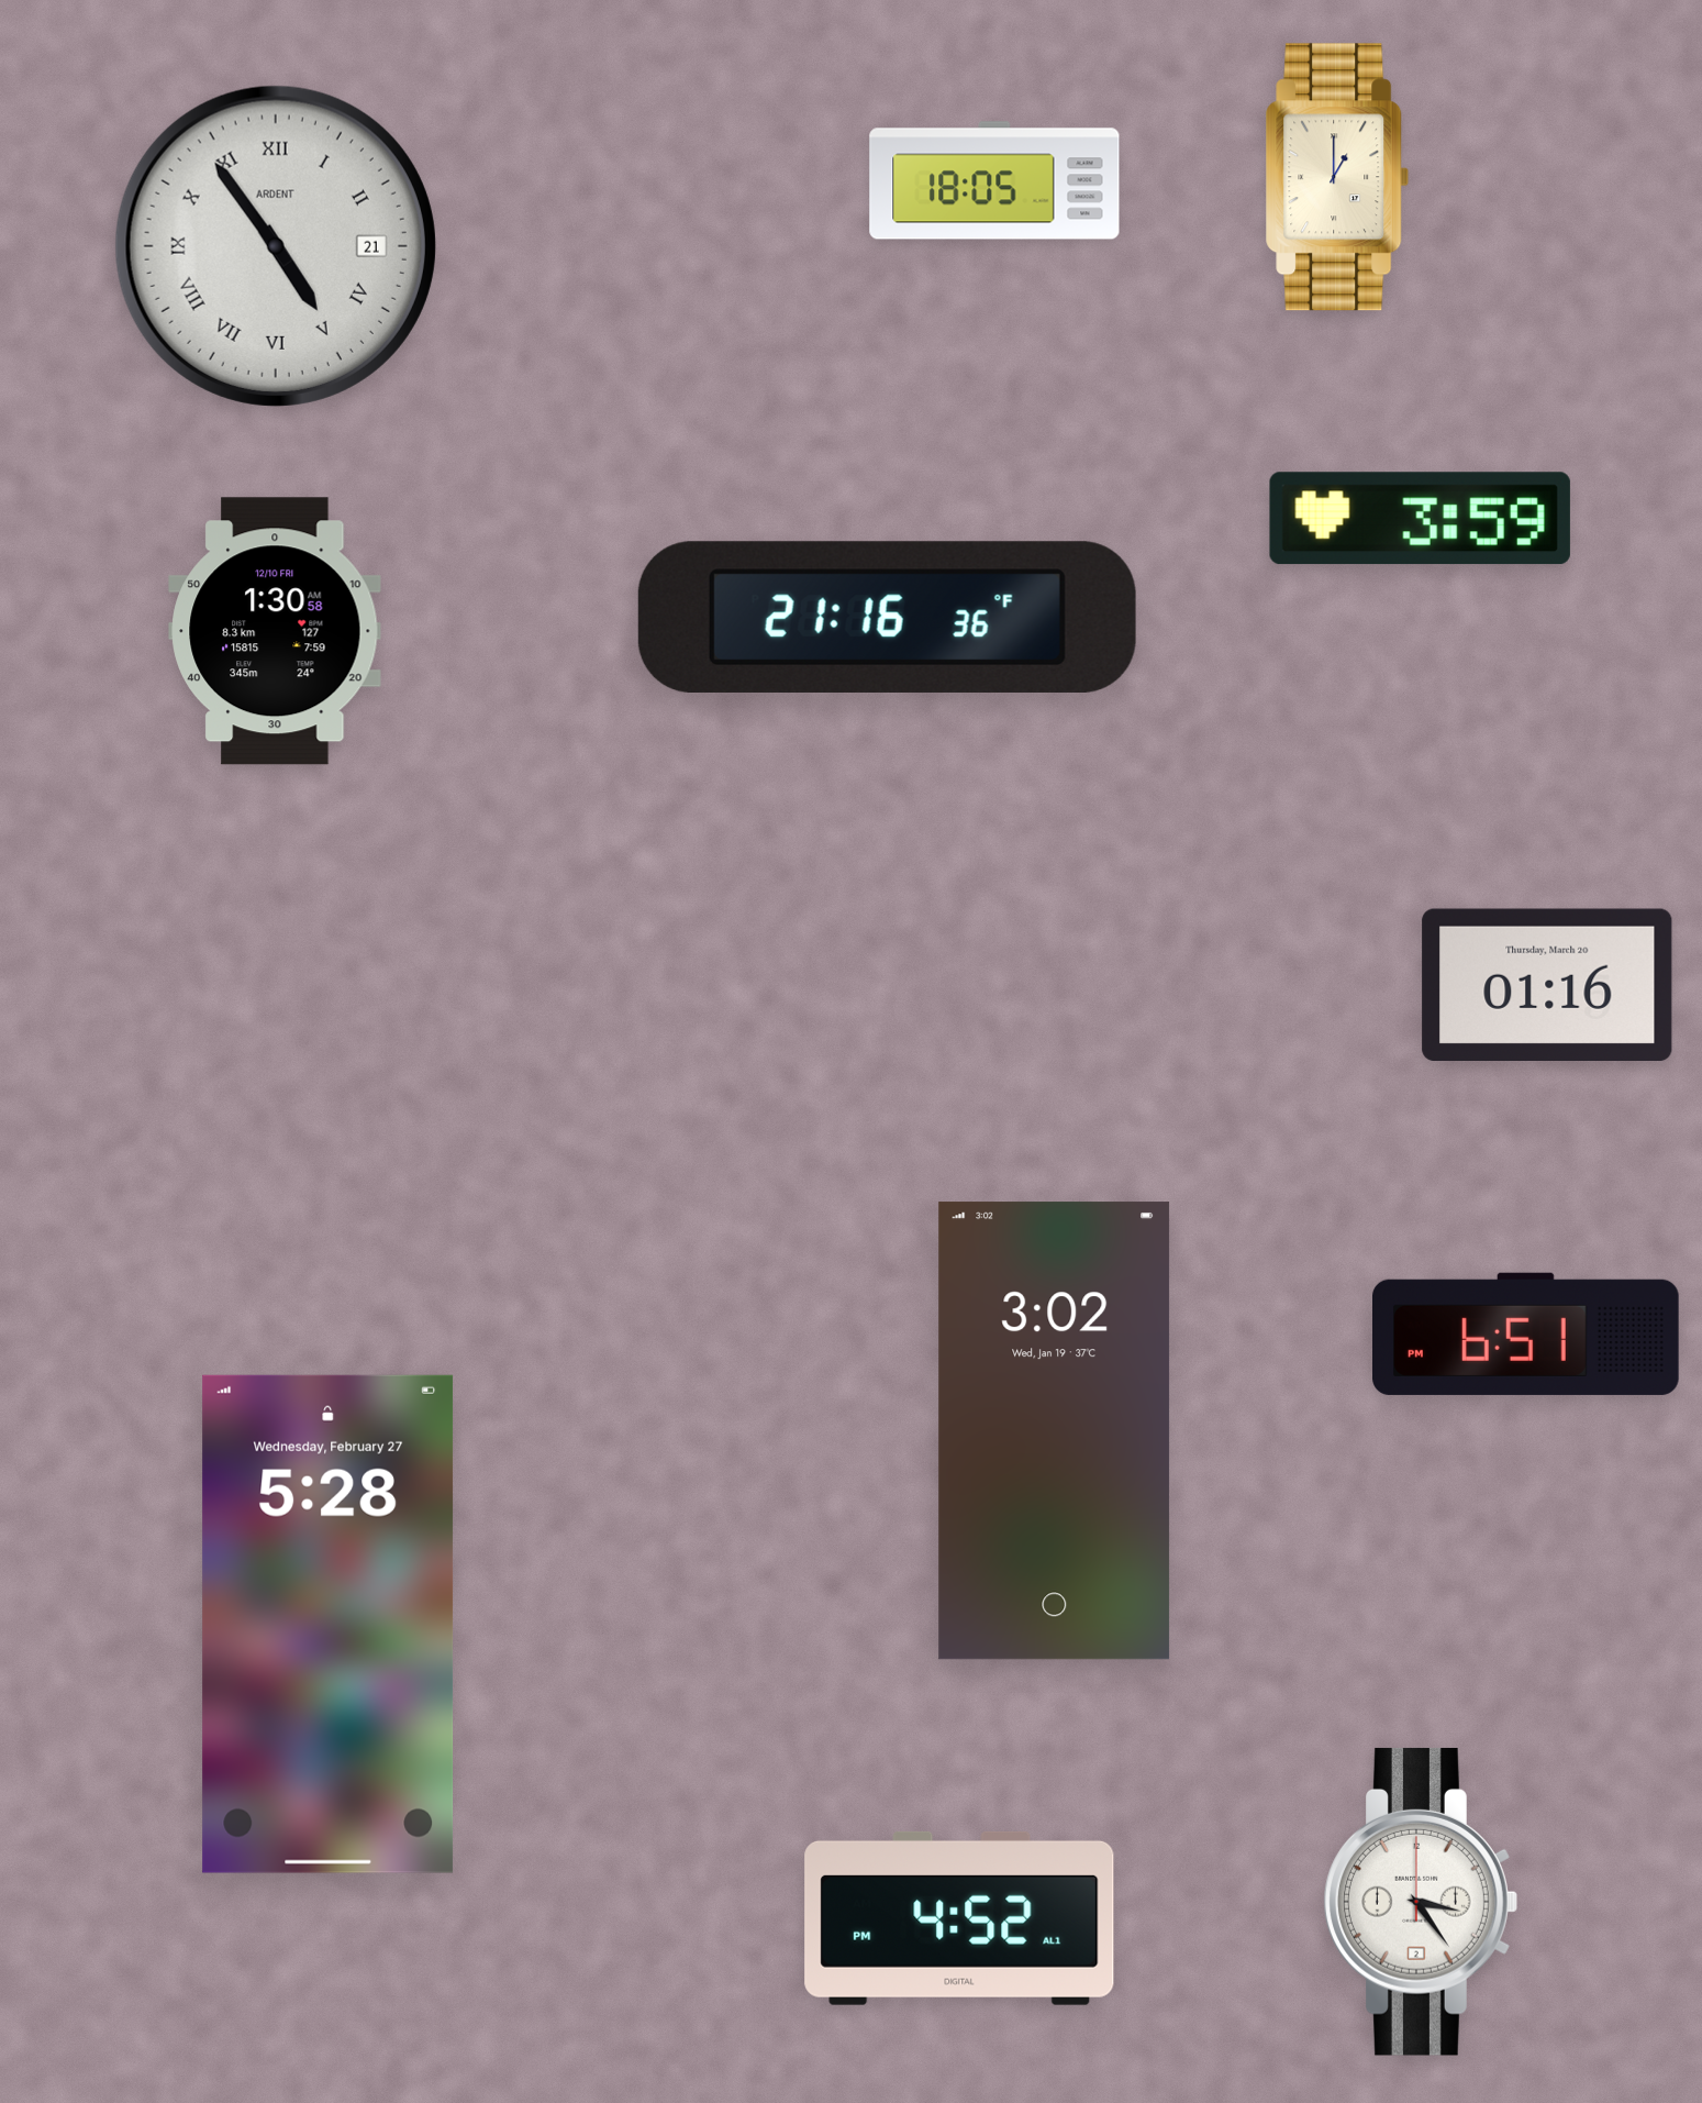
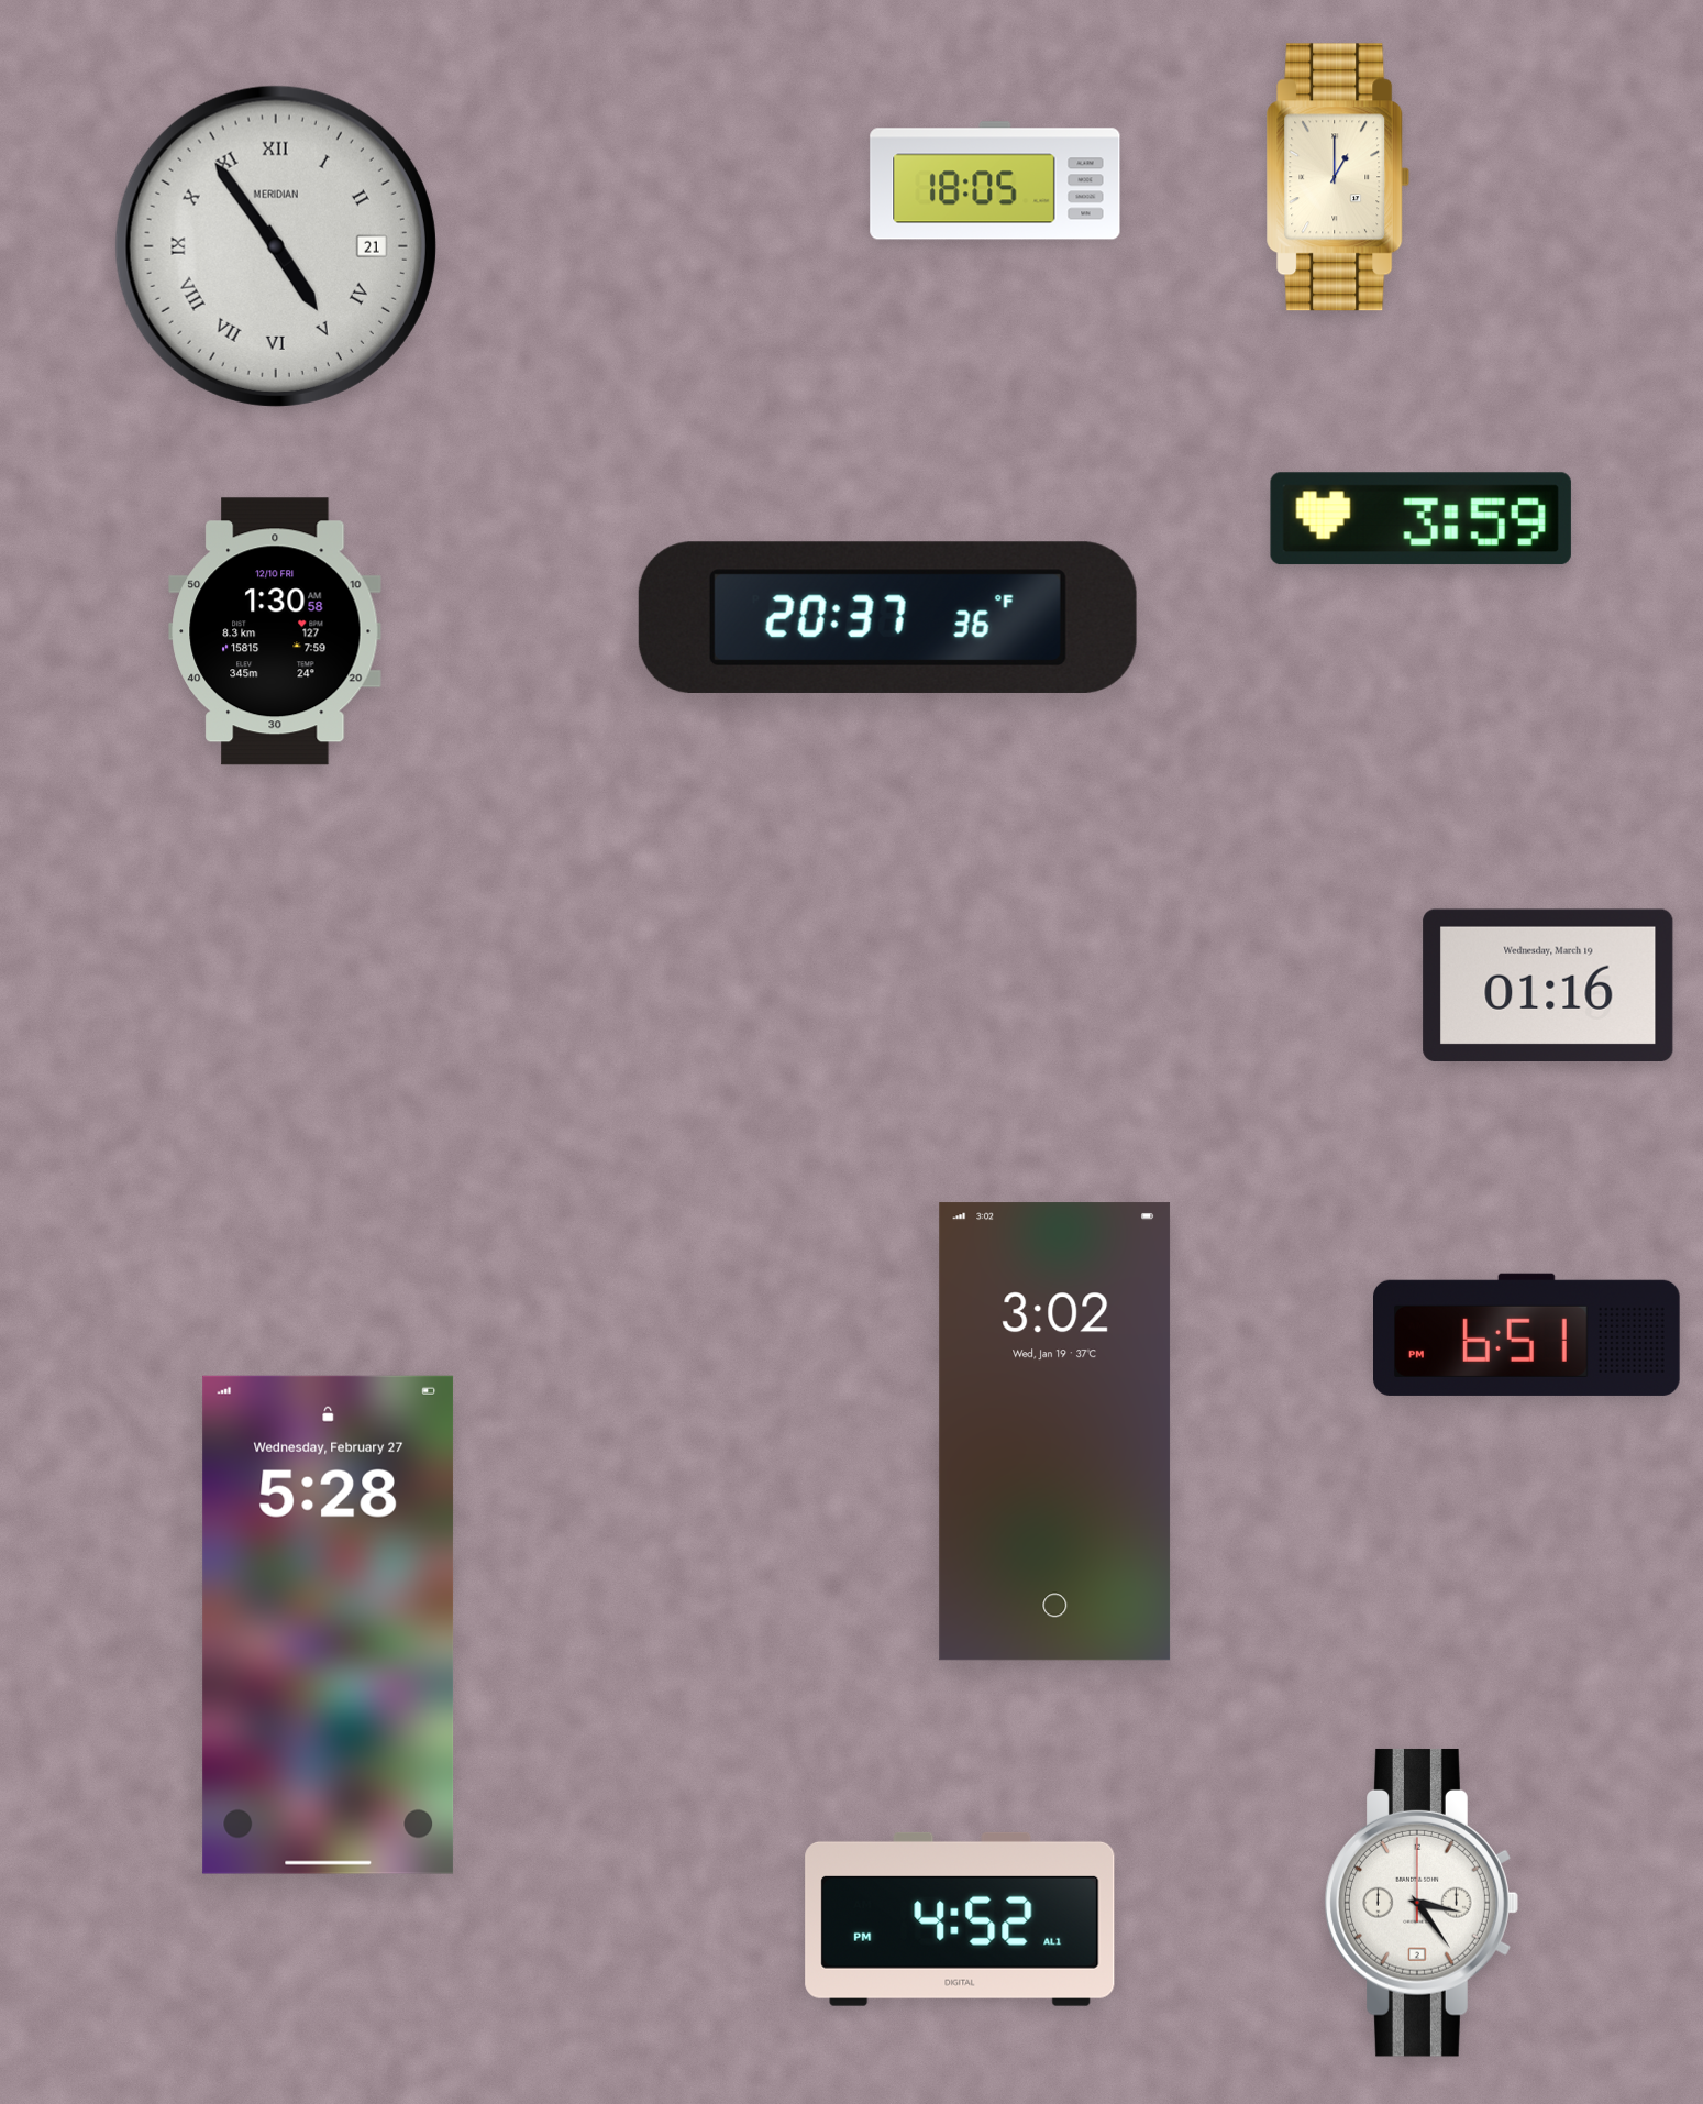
clock at (276, 246) brand: ARDENT -> MERIDIAN
clock at (887, 617): 21:16 -> 20:37
clock at (1547, 984) date: Thursday, March 20 -> Wednesday, March 19
